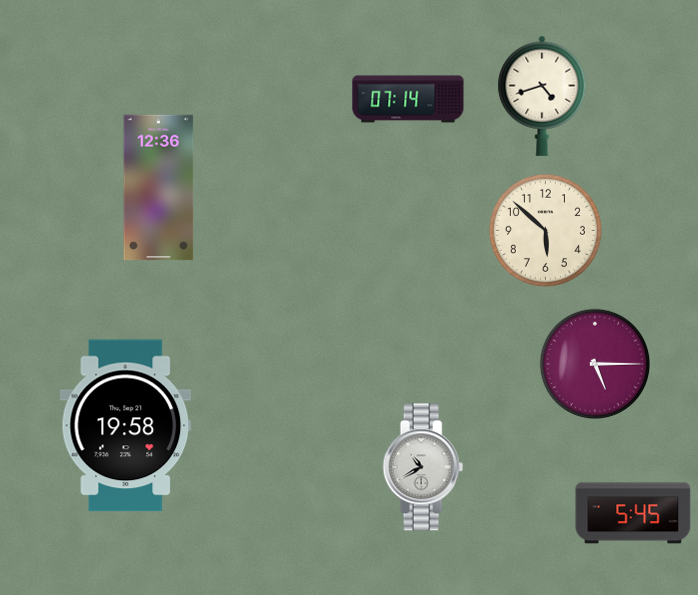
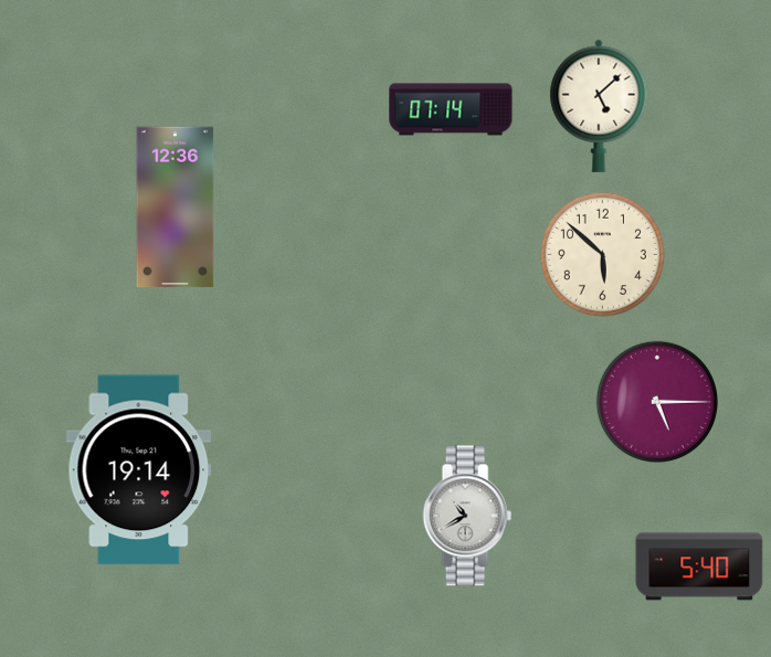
clock at (542, 96): 4:42 -> 5:08
clock at (126, 426): 19:58 -> 19:14
clock at (633, 513): 5:45 -> 5:40
